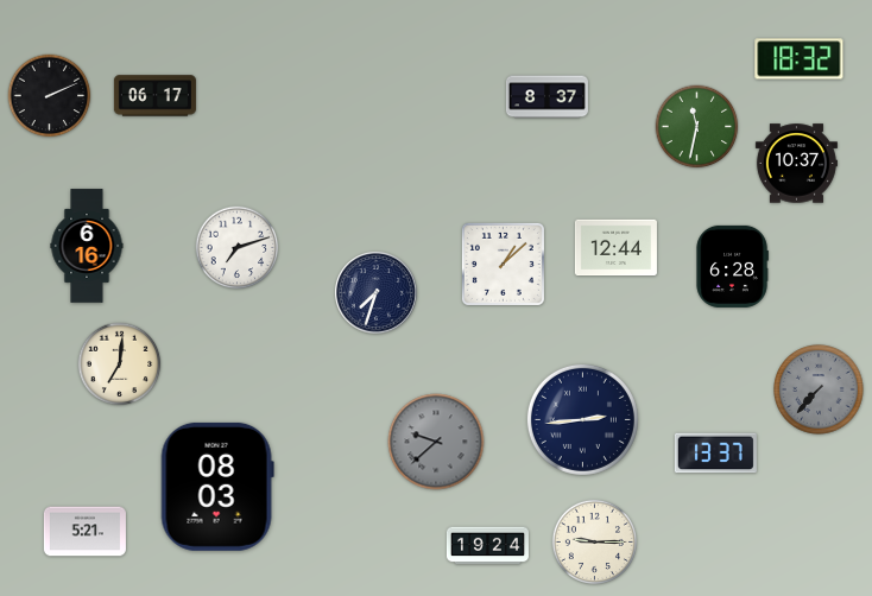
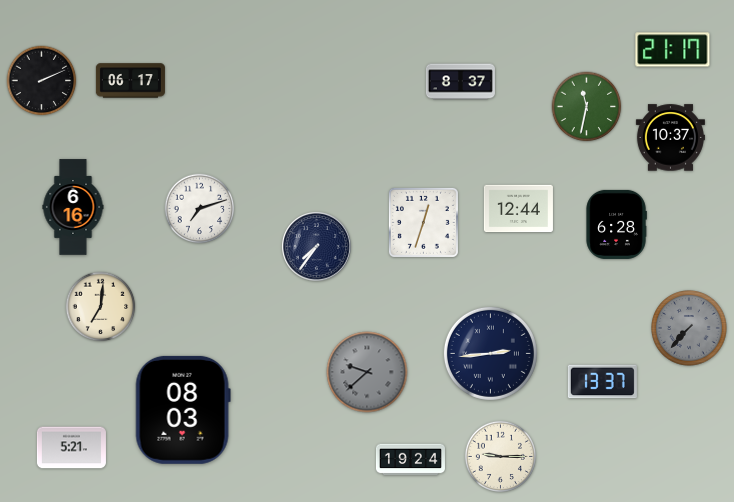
clock at (800, 59): 18:32 -> 21:17
clock at (503, 264): 1:08 -> 12:33
clock at (377, 293): 7:33 -> 7:36
